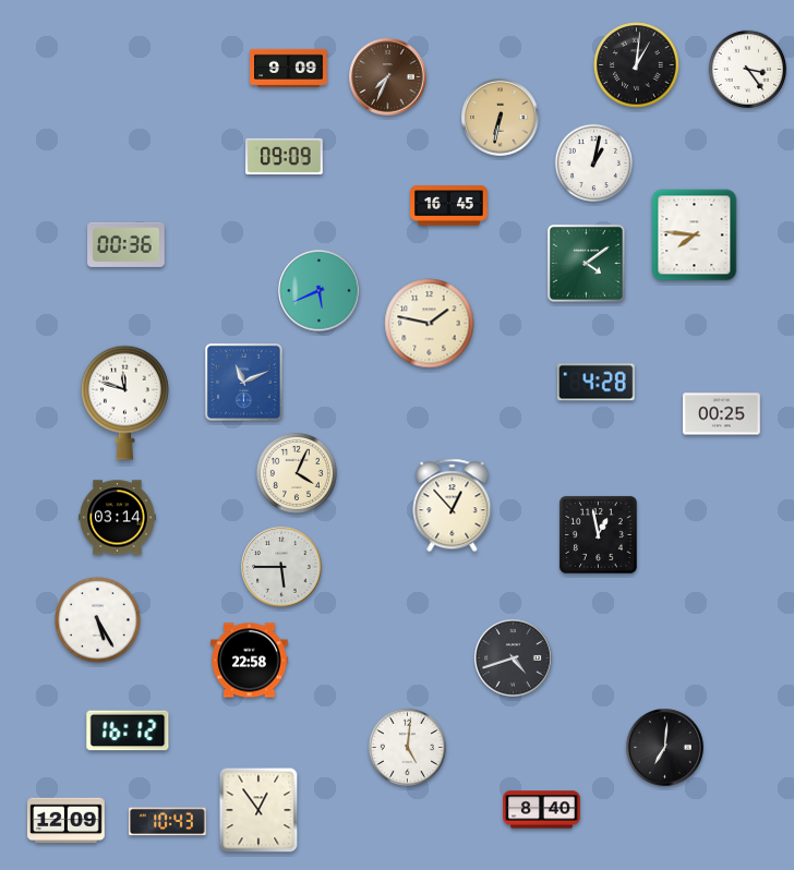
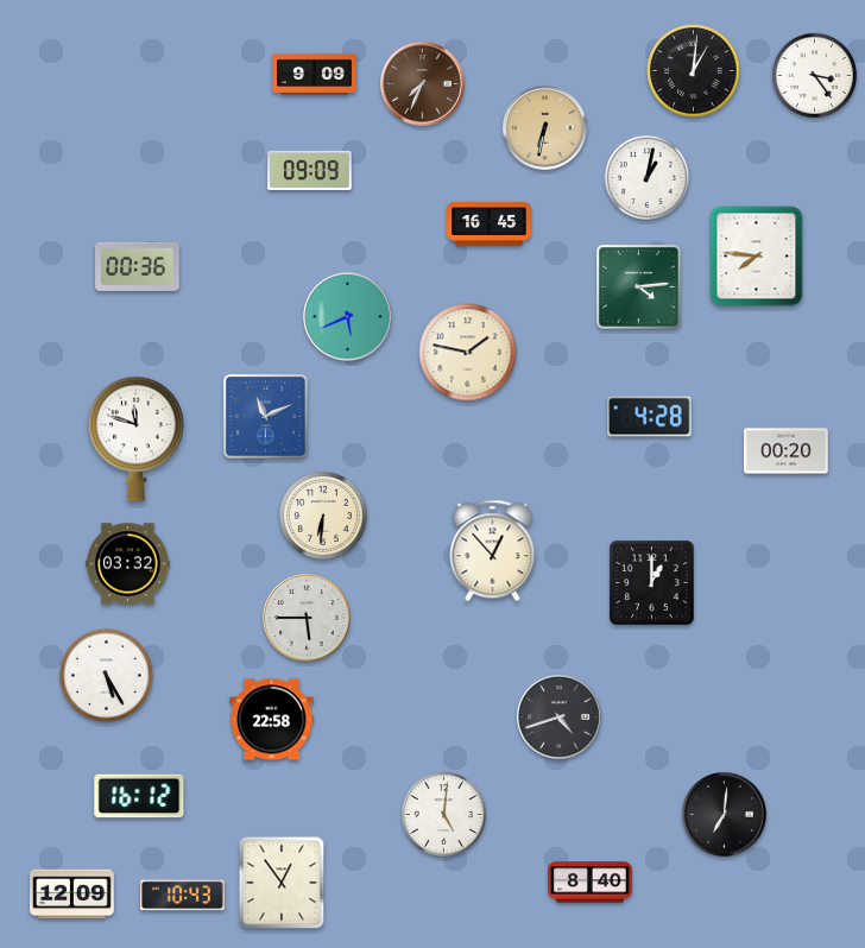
clock at (586, 263): 4:09 -> 4:14
clock at (722, 414): 00:25 -> 00:20
clock at (297, 473): 4:04 -> 6:31
clock at (118, 518): 03:14 -> 03:32
clock at (598, 534): 12:58 -> 1:00
